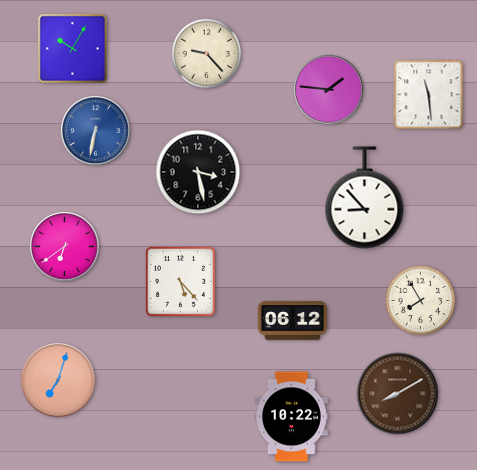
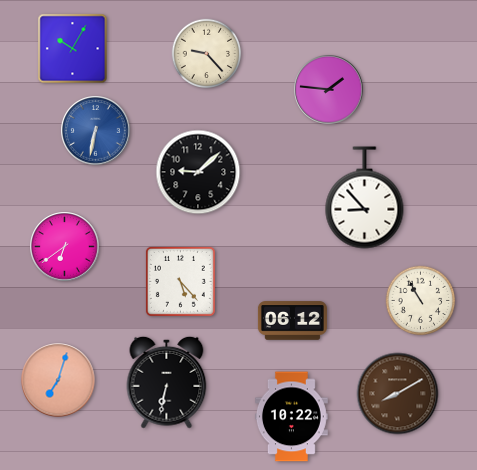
clock at (429, 95): 11:29 -> none
clock at (198, 172): 3:28 -> 9:08
clock at (421, 301): 7:55 -> 10:55
clock at (167, 382): none -> 6:32
